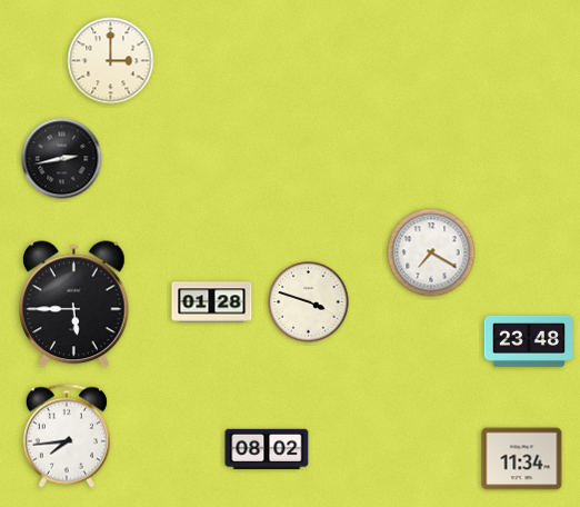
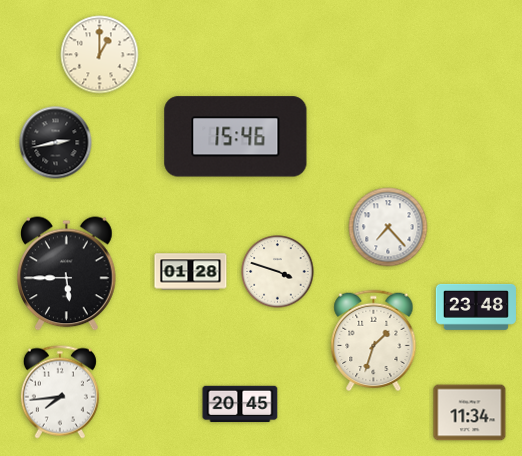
clock at (111, 61): 3:00 -> 1:00
clock at (236, 137): none -> 15:46
clock at (431, 252): 7:20 -> 7:23
clock at (374, 341): none -> 1:33
clock at (267, 448): 08:02 -> 20:45
